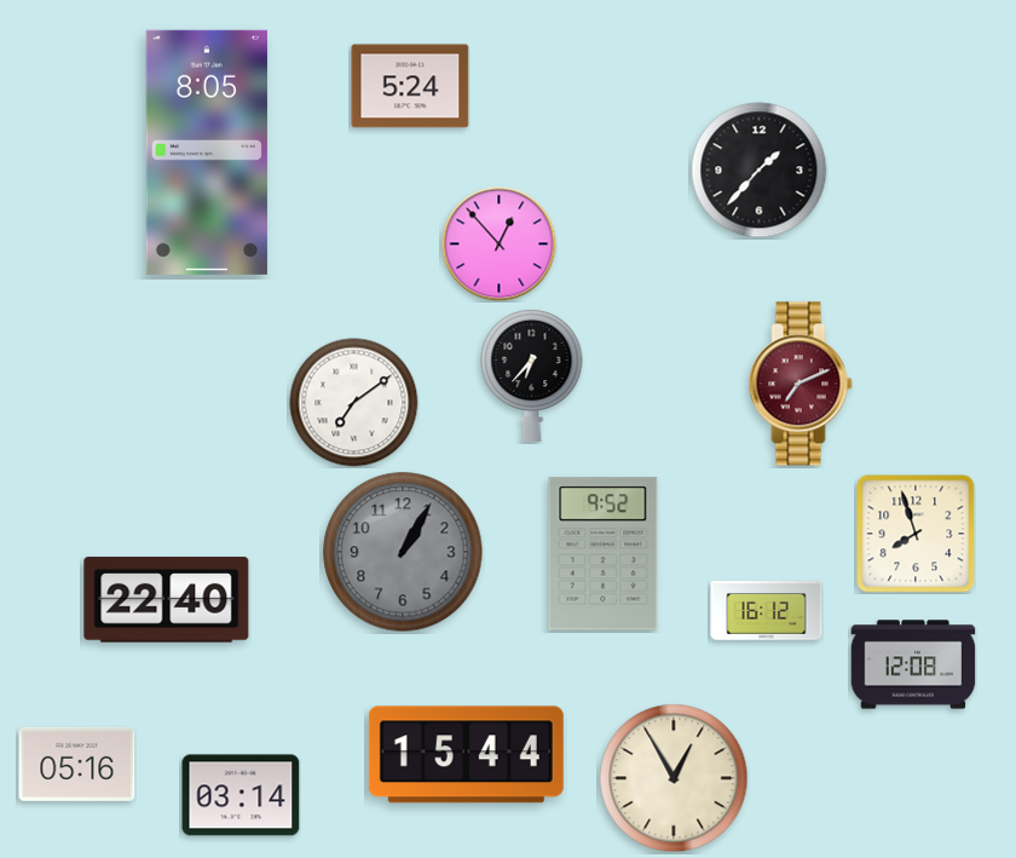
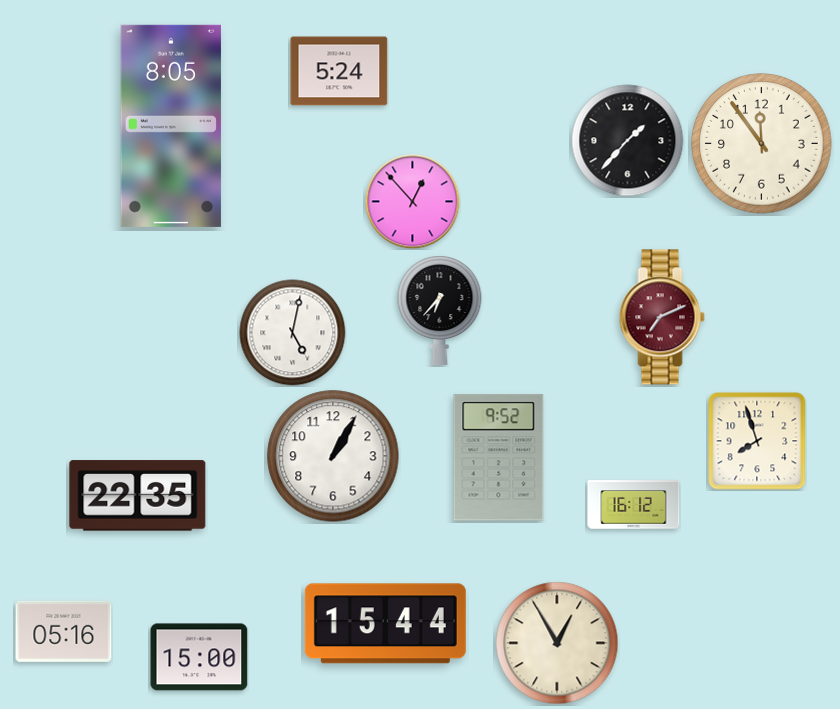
clock at (762, 144): none -> 11:54
clock at (354, 403): 7:09 -> 5:02
clock at (403, 552) dial: grey -> white
clock at (167, 600): 22:40 -> 22:35
clock at (913, 664): 12:08 -> none
clock at (241, 795): 03:14 -> 15:00
